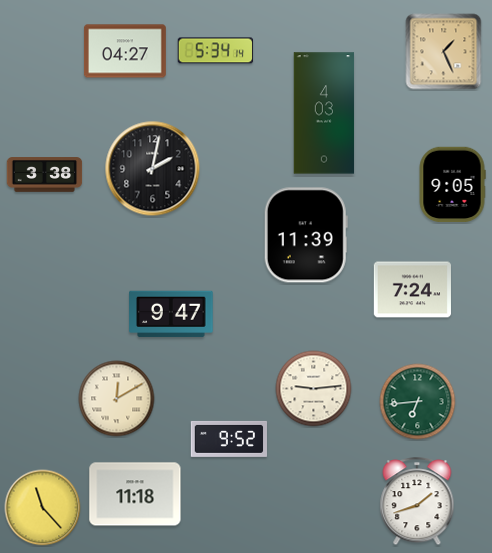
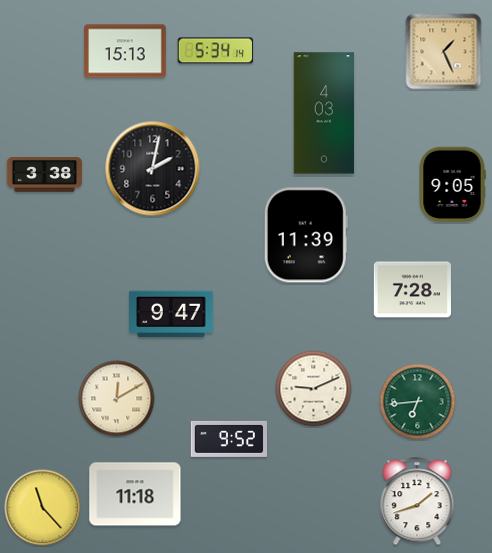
clock at (125, 51): 04:27 -> 15:13
clock at (412, 290): 7:24 -> 7:28
clock at (314, 389): 9:14 -> 9:11
